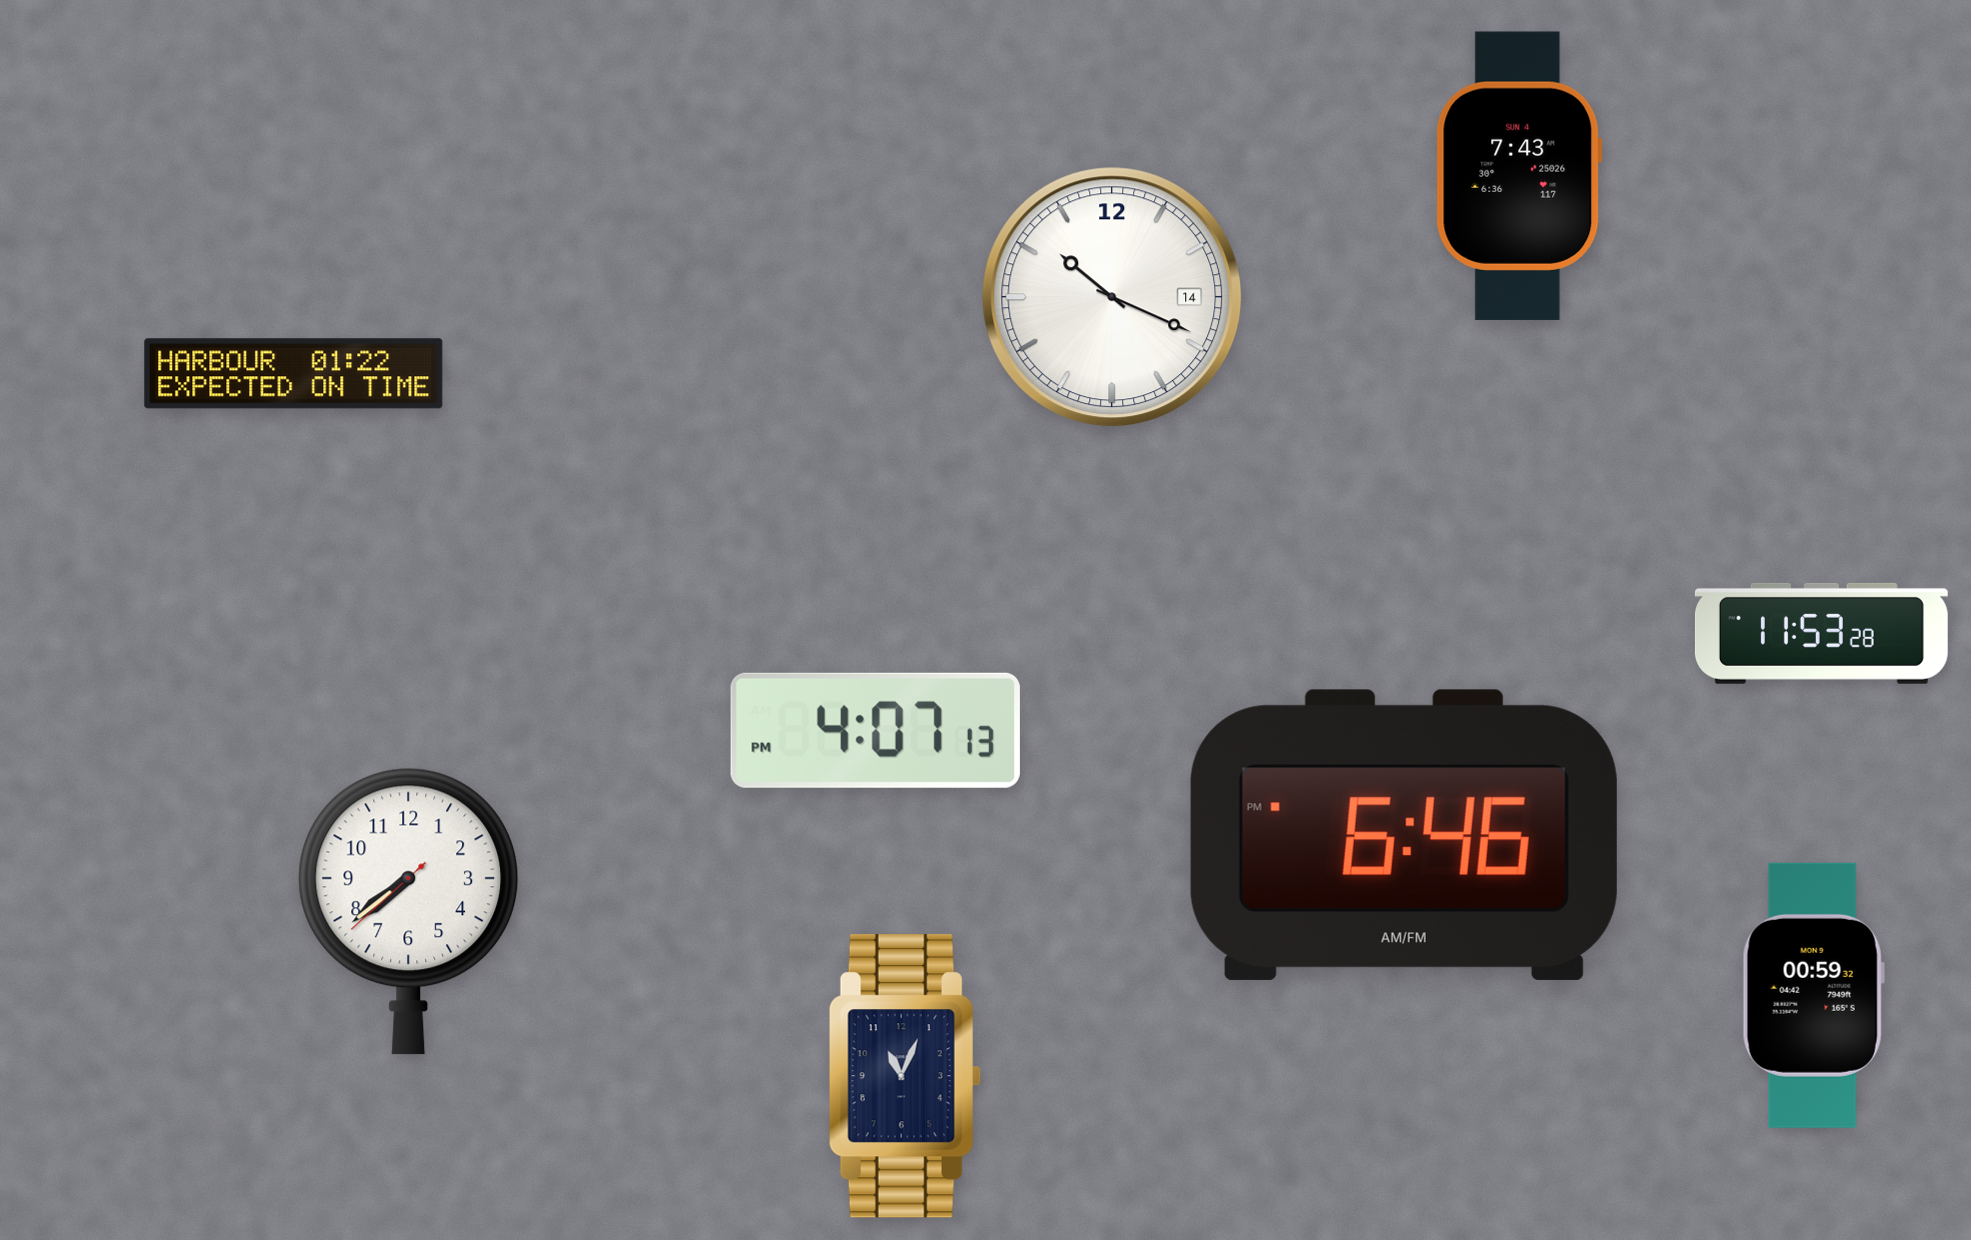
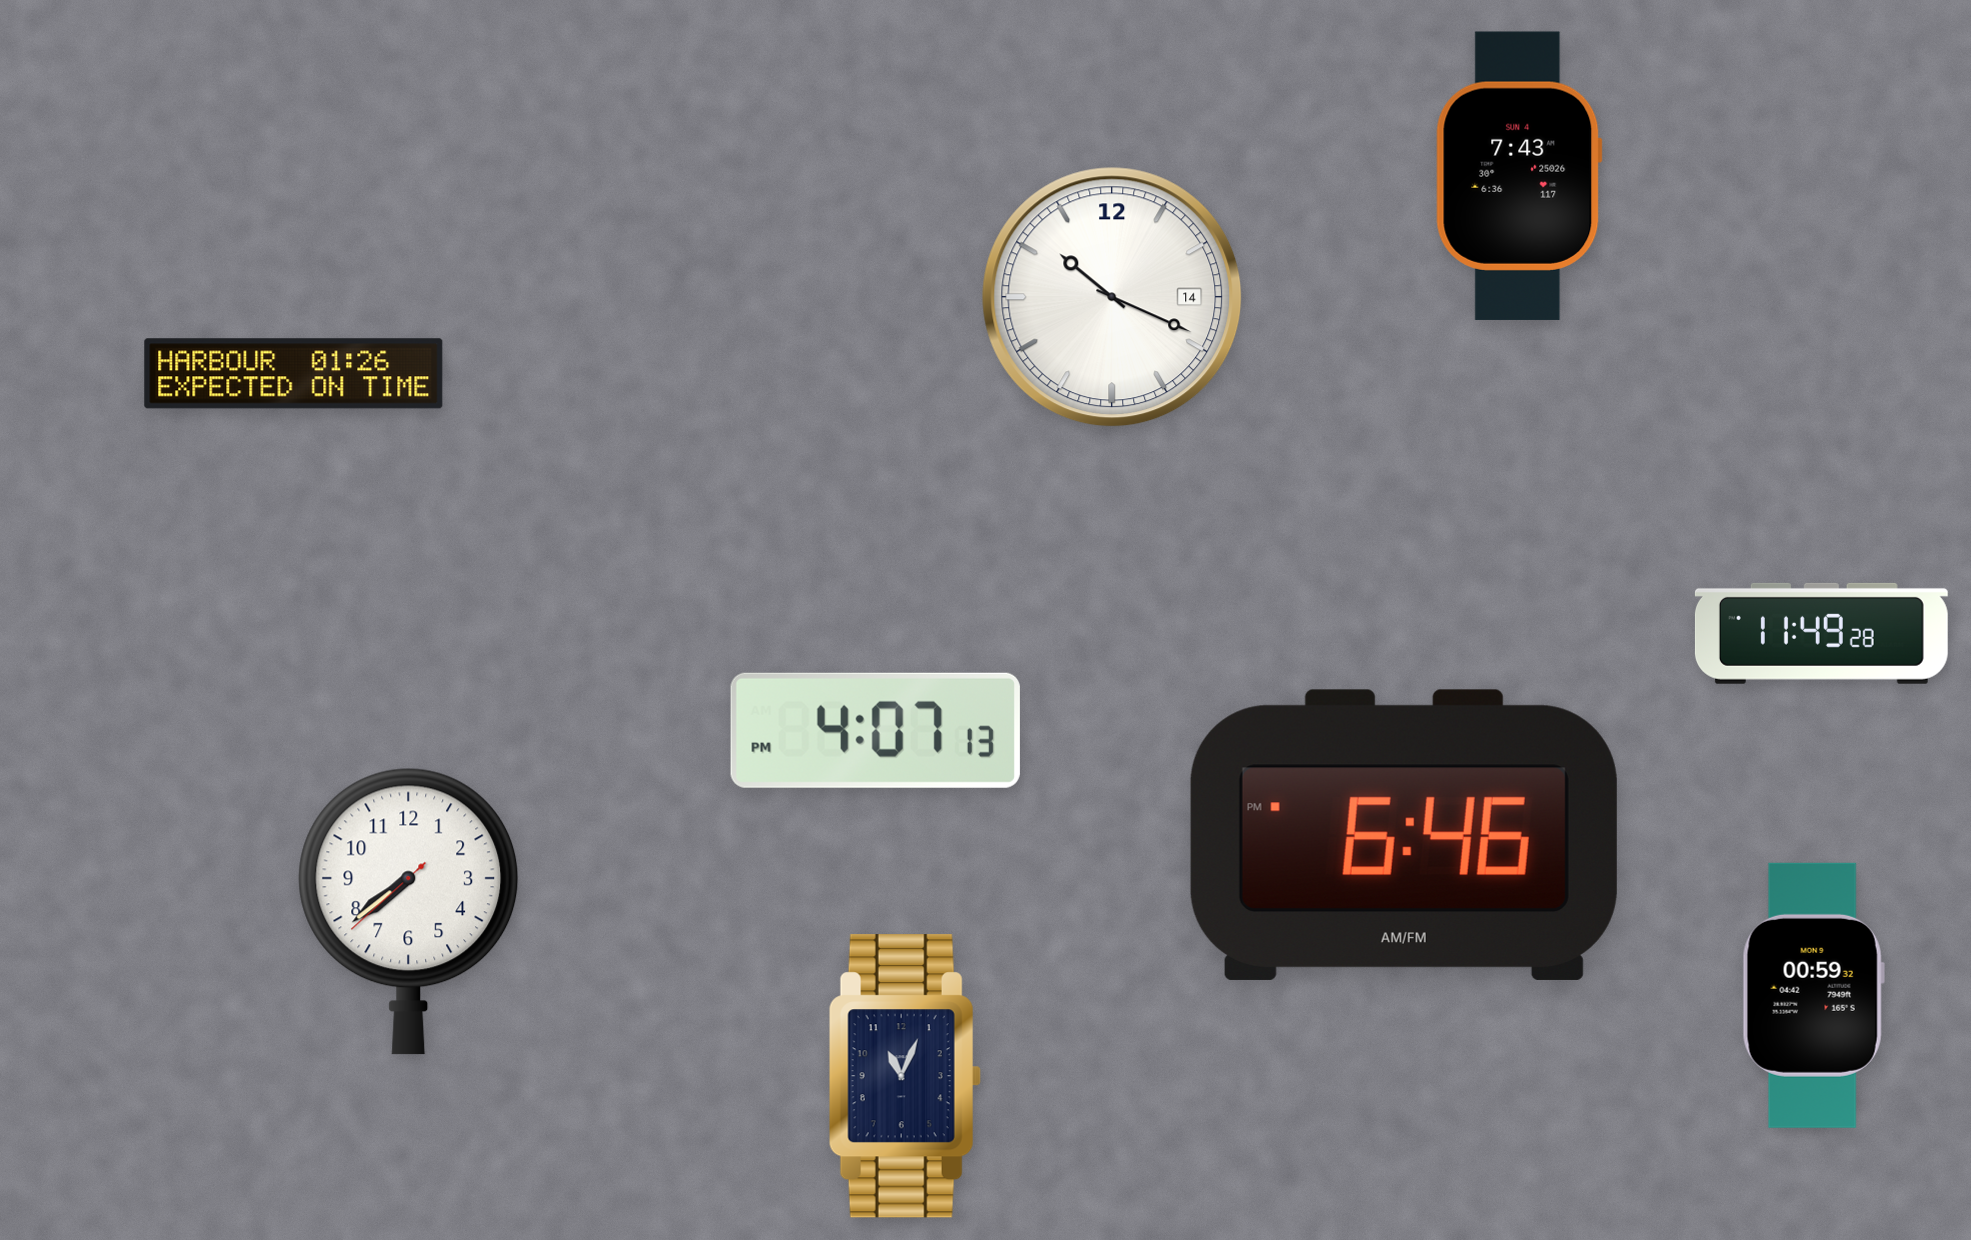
clock at (294, 374): 01:22 -> 01:26
clock at (1821, 633): 11:53 -> 11:49
